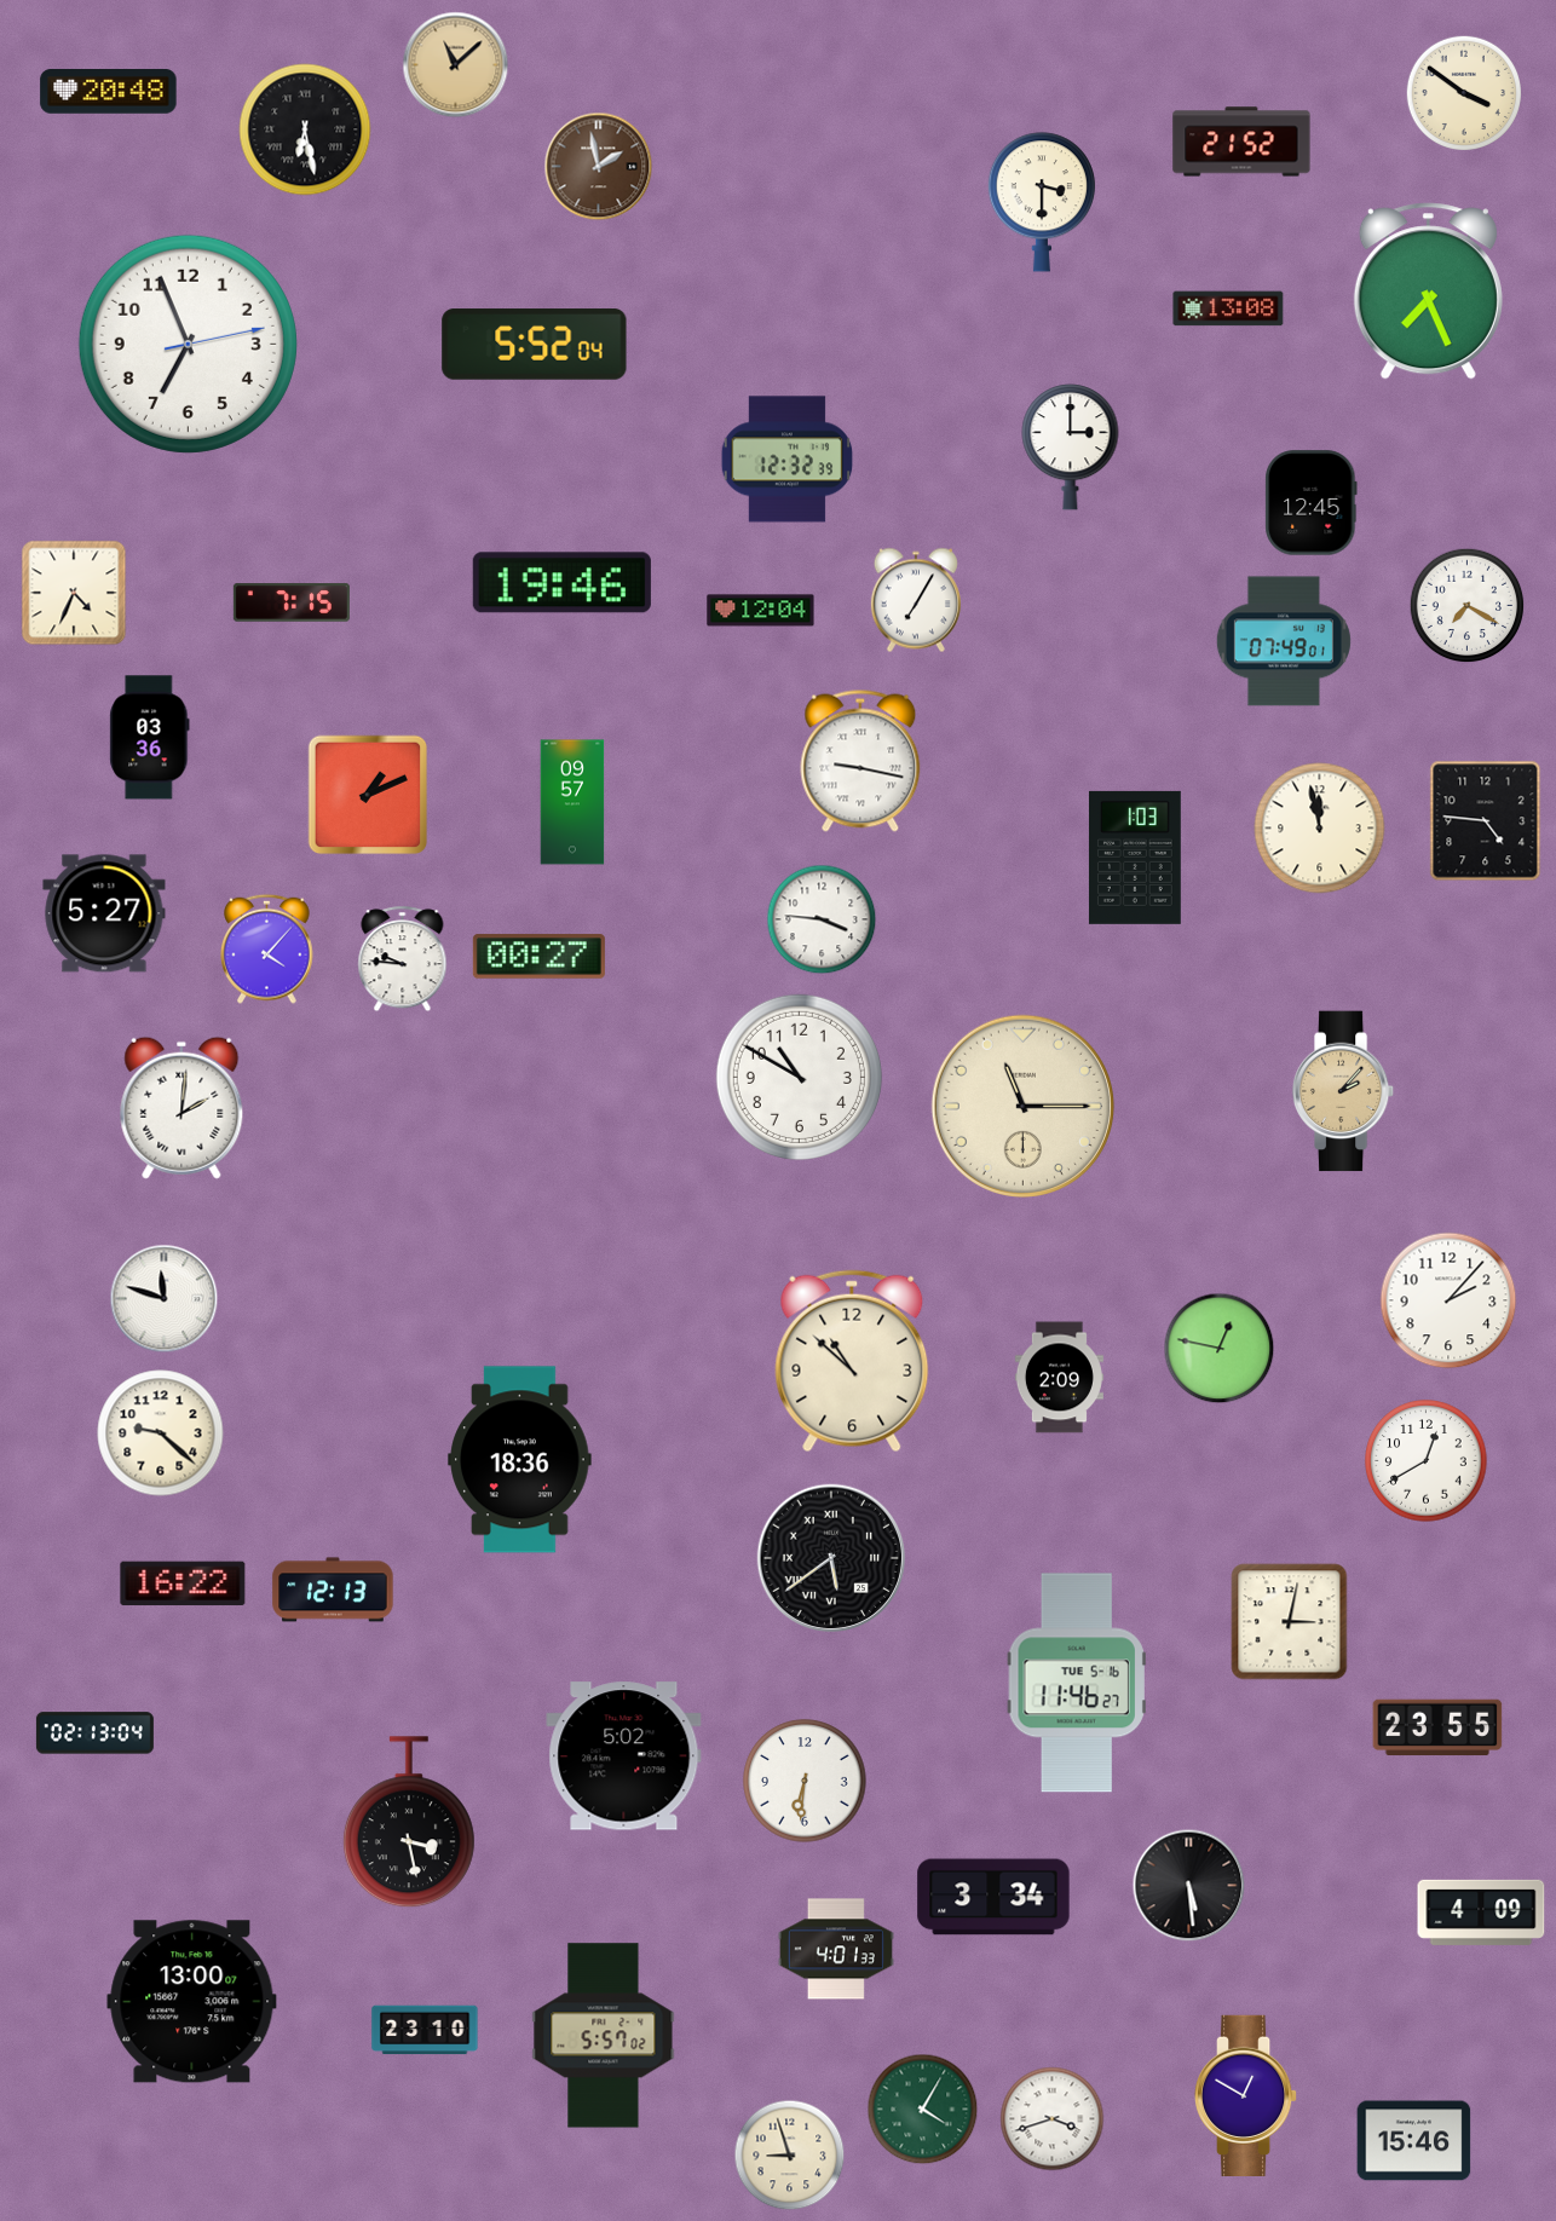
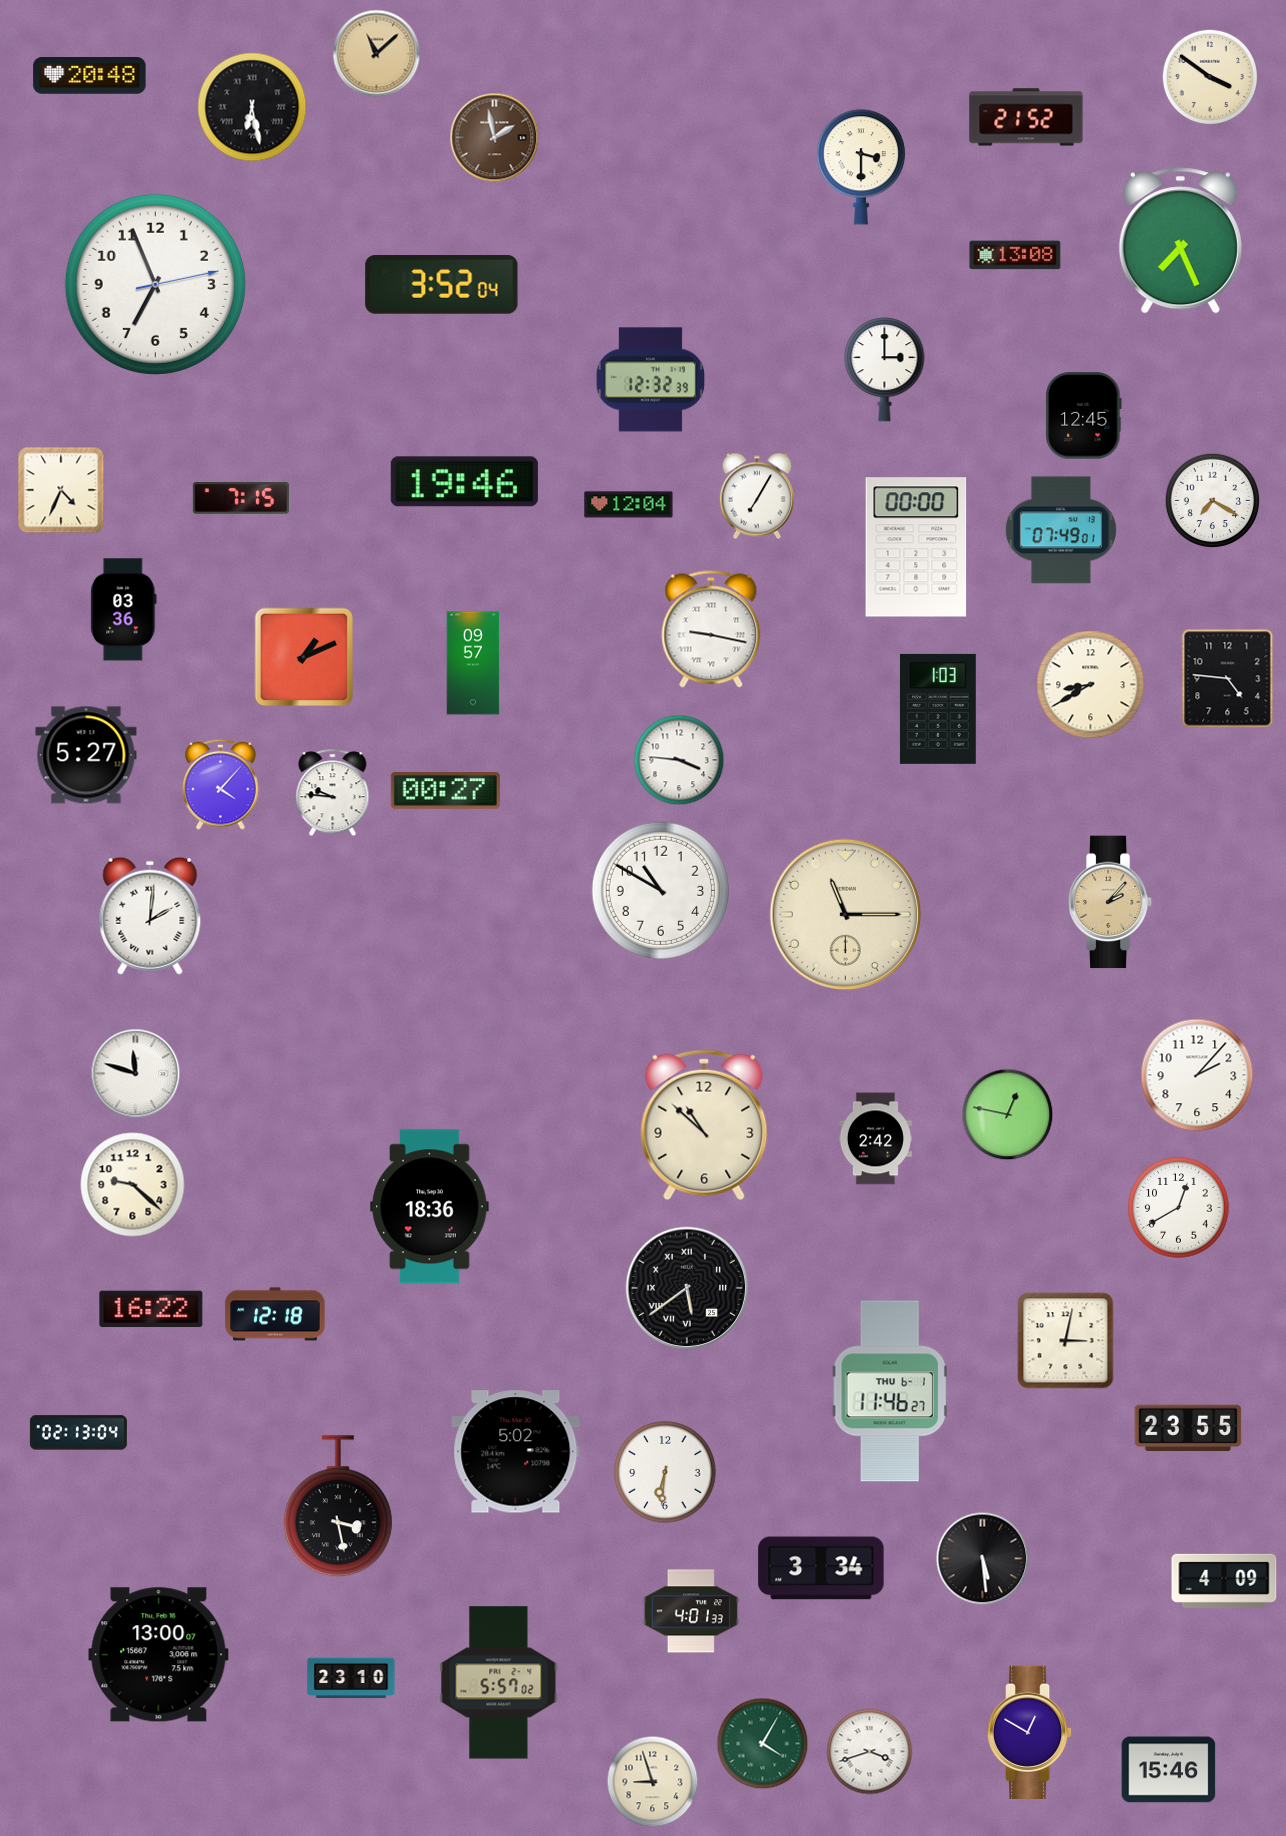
clock at (535, 345): 5:52 -> 3:52
clock at (916, 547): none -> 00:00
clock at (1320, 829): 11:58 -> 8:40
clock at (1059, 1378): 2:09 -> 2:42
clock at (333, 1590): 12:13 -> 12:18
clock at (1077, 1683) date: TUE 5-16 -> THU 6-1
